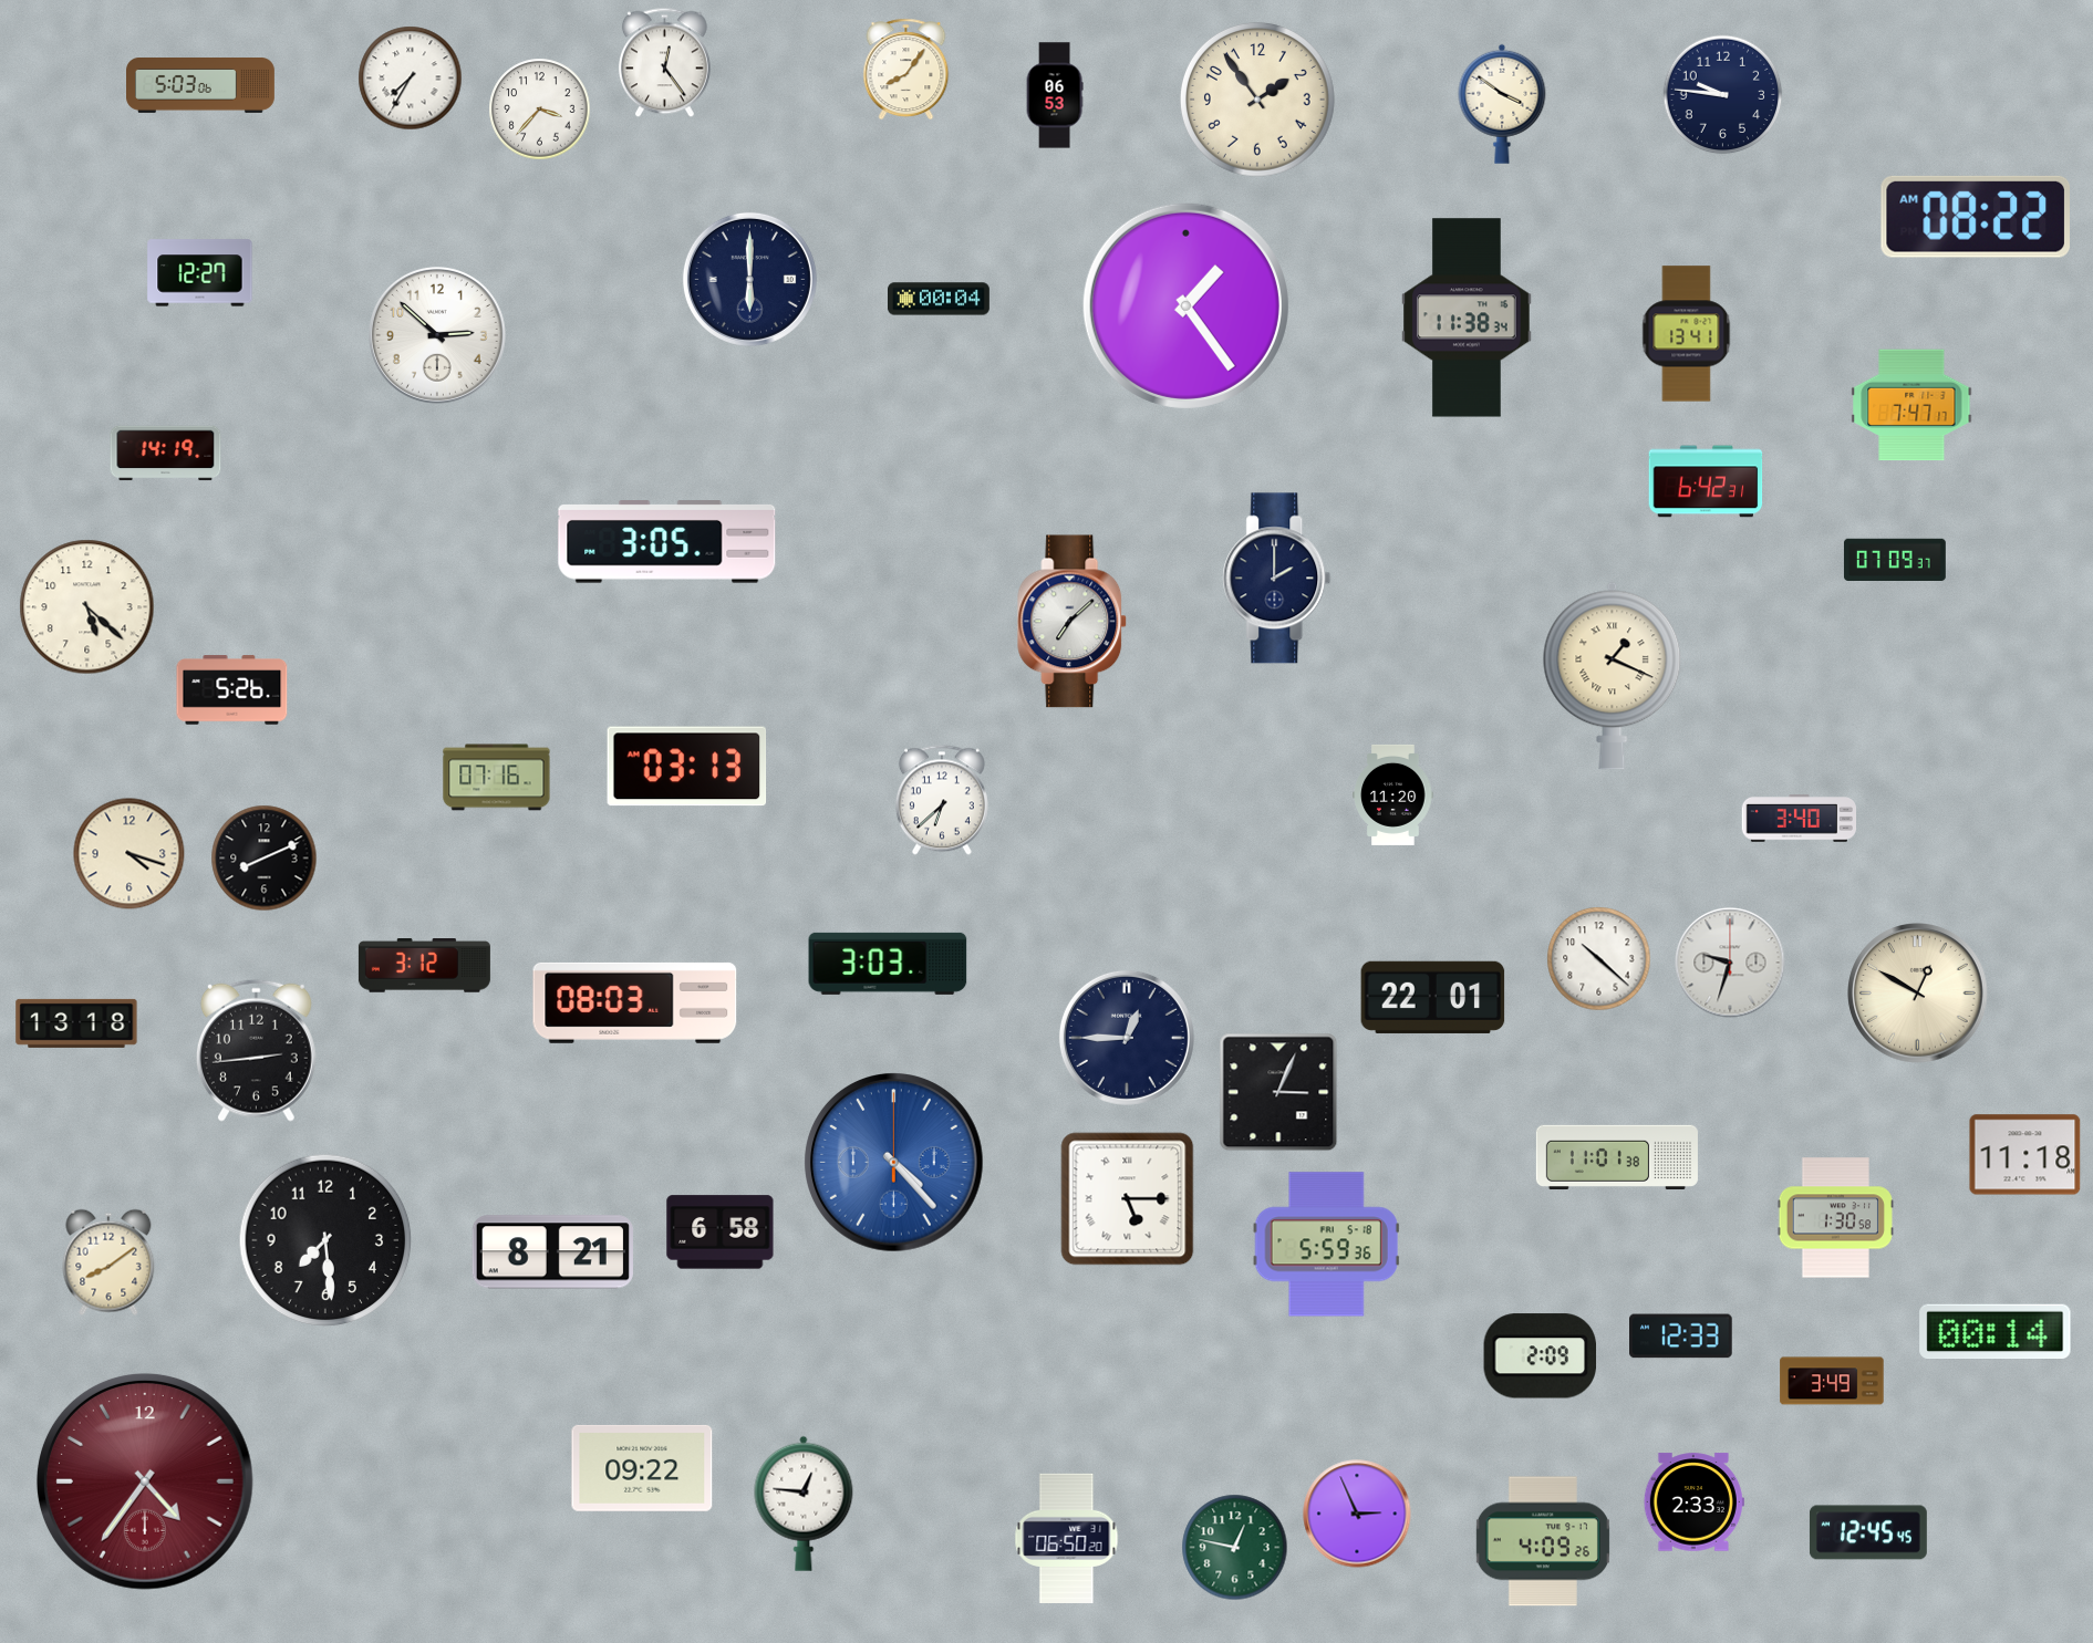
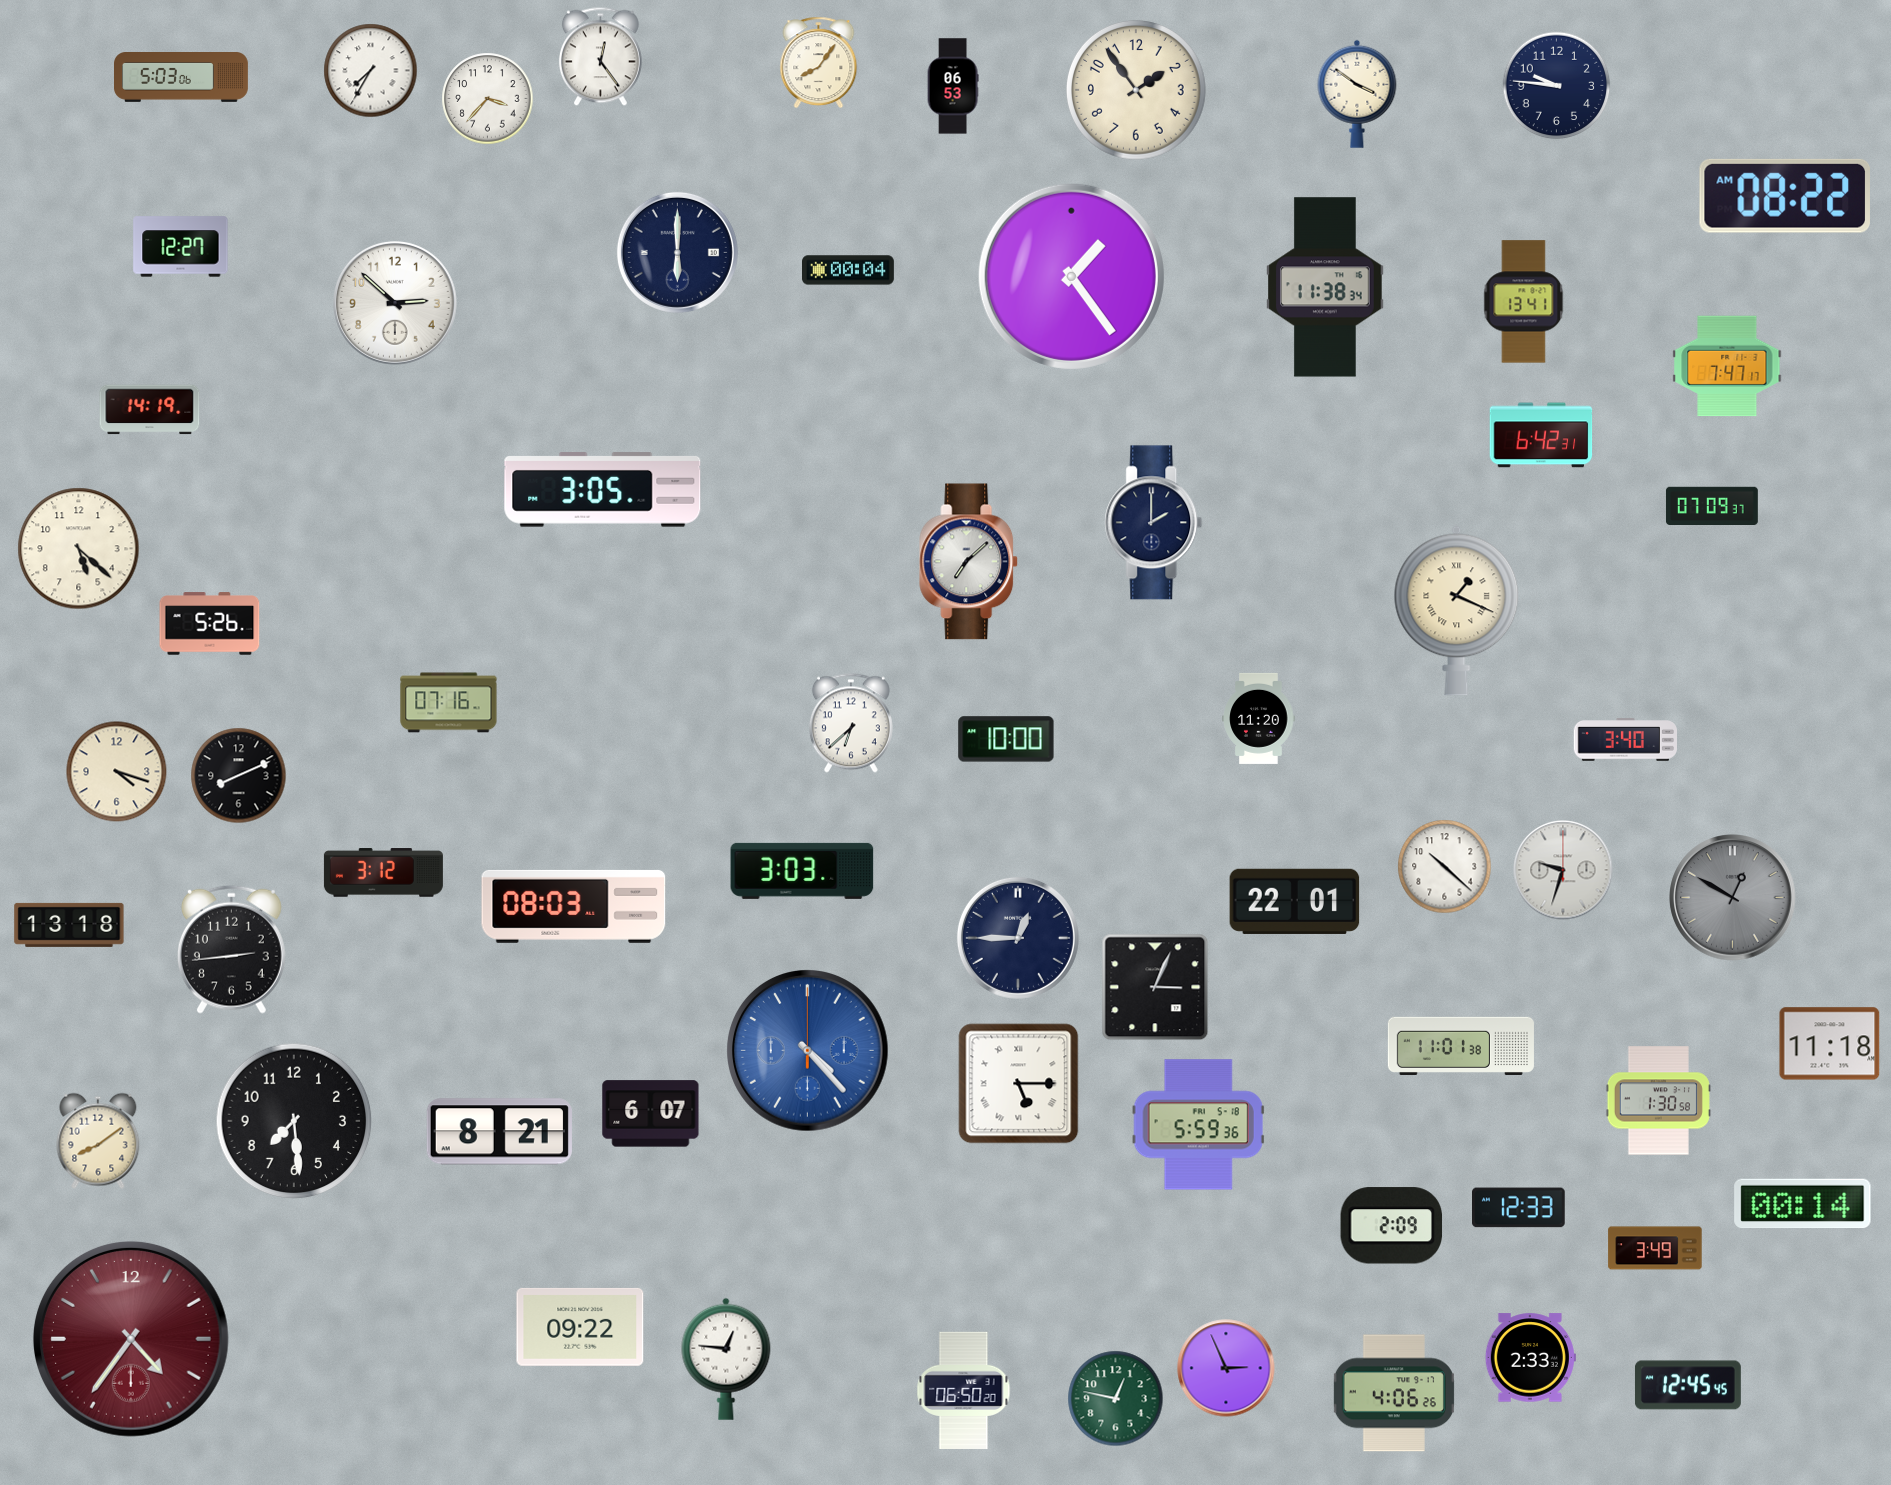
clock at (687, 767): 03:13 -> none
clock at (1006, 739): none -> 10:00
clock at (1918, 994) dial: cream -> grey
clock at (721, 1233): 6:58 -> 6:07
clock at (1543, 1541): 4:09 -> 4:06
